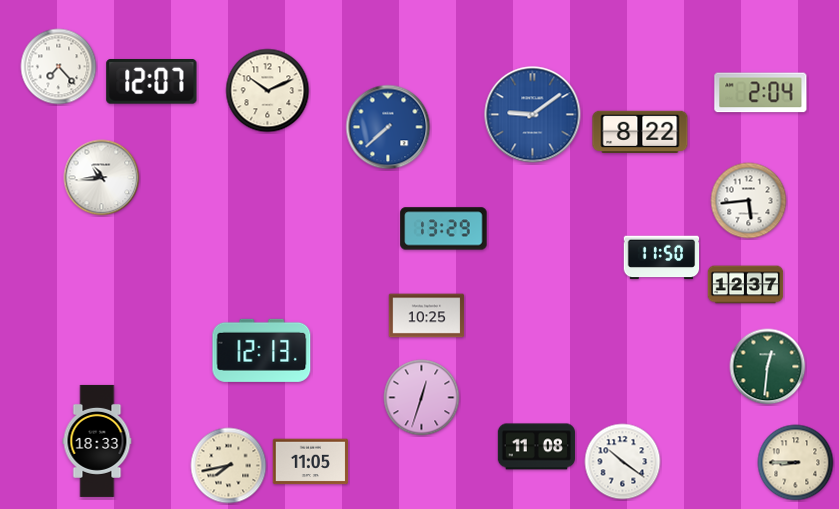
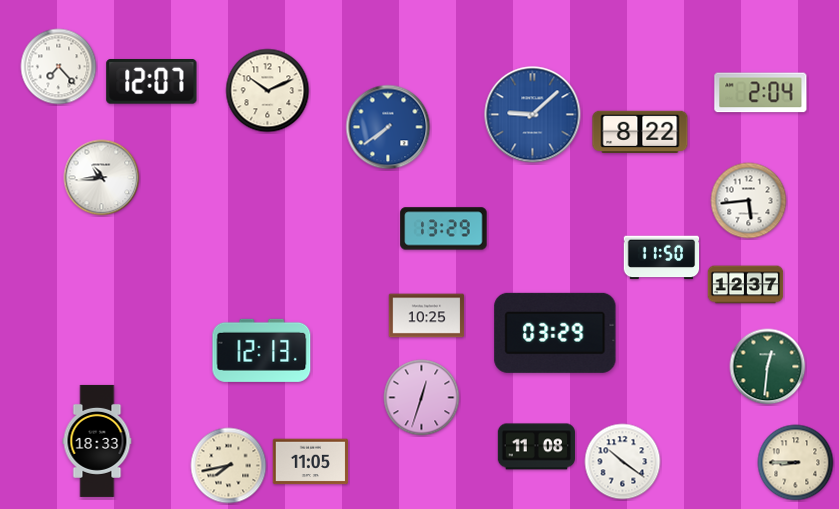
clock at (533, 115): 9:09 -> 9:08
clock at (388, 127): 7:38 -> 7:39
clock at (555, 333): none -> 03:29
